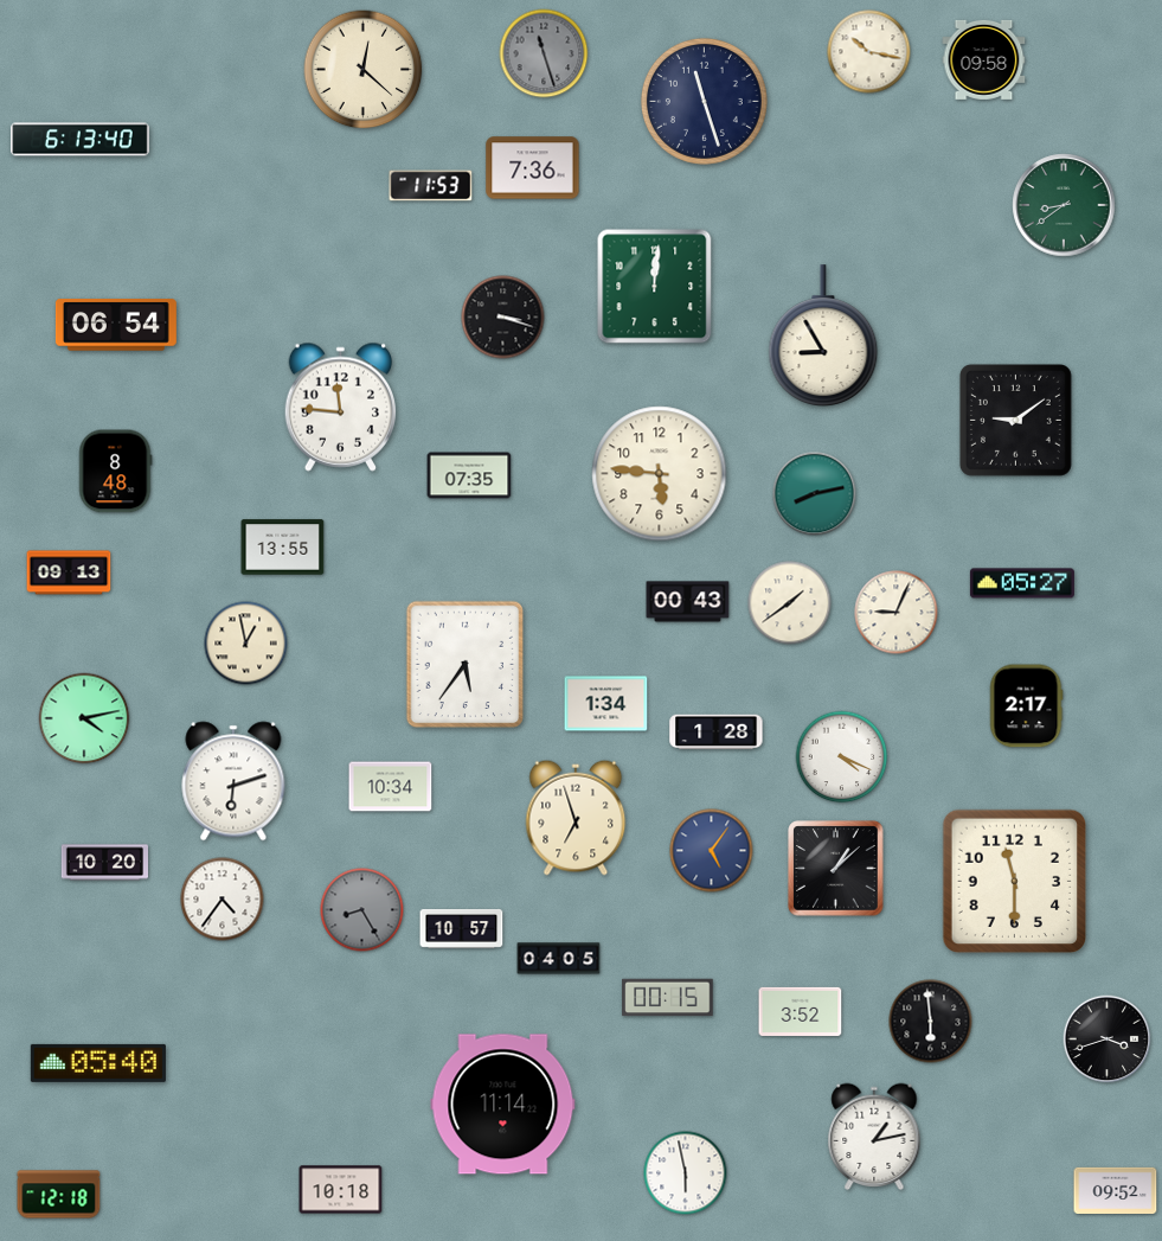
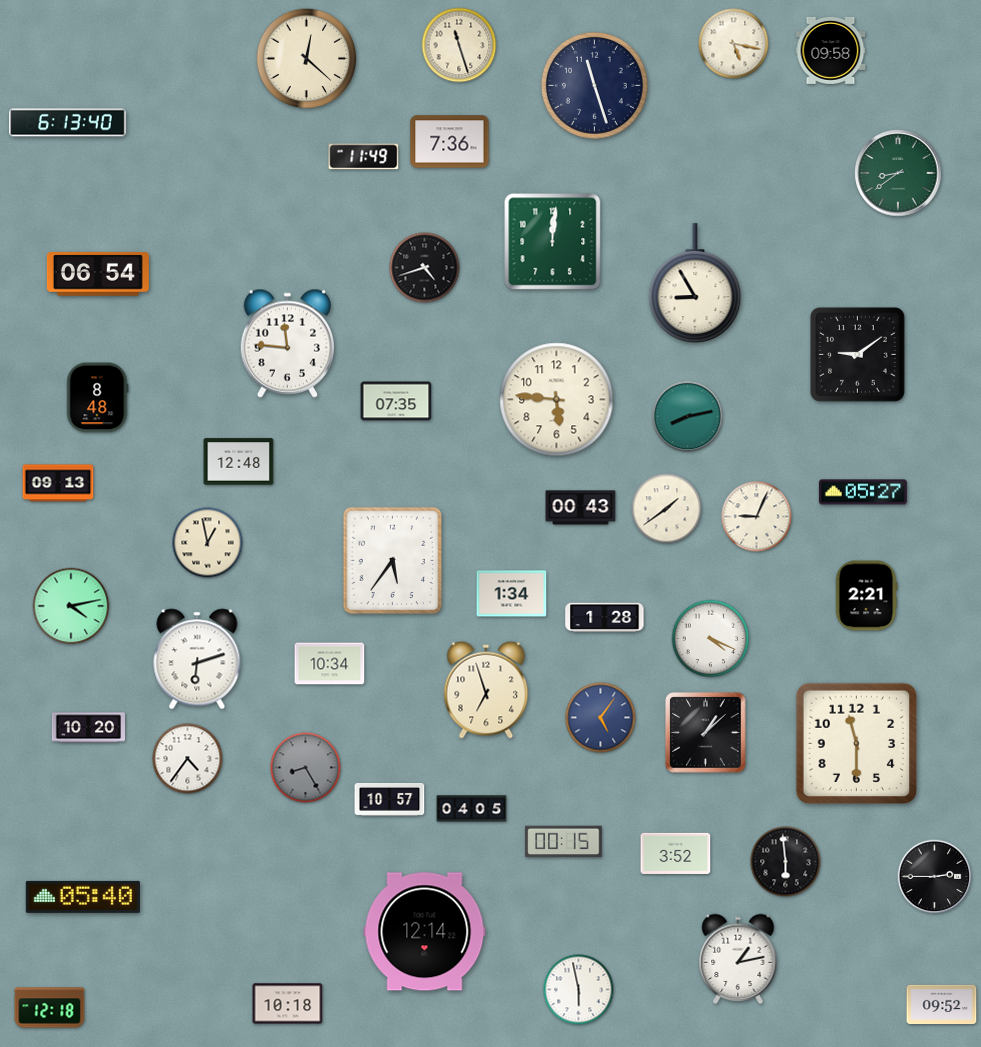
clock at (869, 52): 10:17 -> 5:17
clock at (544, 53) dial: grey -> cream
clock at (81, 140) position: (81, 140) -> (68, 123)
clock at (431, 186): 11:53 -> 11:49
clock at (503, 318): 3:18 -> 4:42
clock at (283, 548): 13:55 -> 12:48
clock at (1026, 706): 2:17 -> 2:21
clock at (462, 928) position: (462, 928) -> (390, 799)
clock at (1108, 1040): 3:42 -> 2:45
clock at (503, 1105): 11:14 -> 12:14
